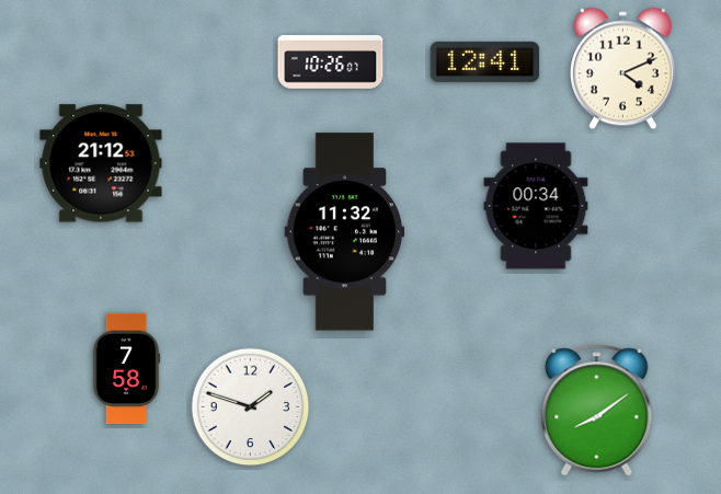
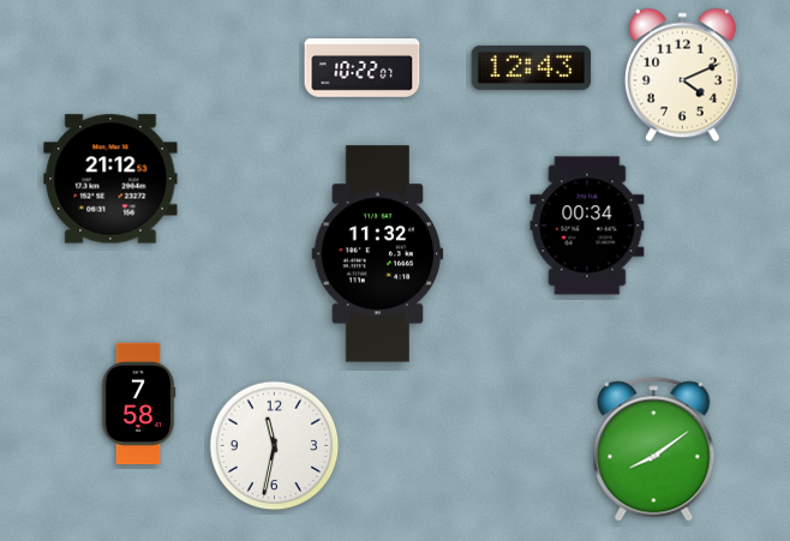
clock at (485, 61): 12:41 -> 12:43
clock at (331, 62): 10:26 -> 10:22
clock at (251, 407): 1:48 -> 11:32
